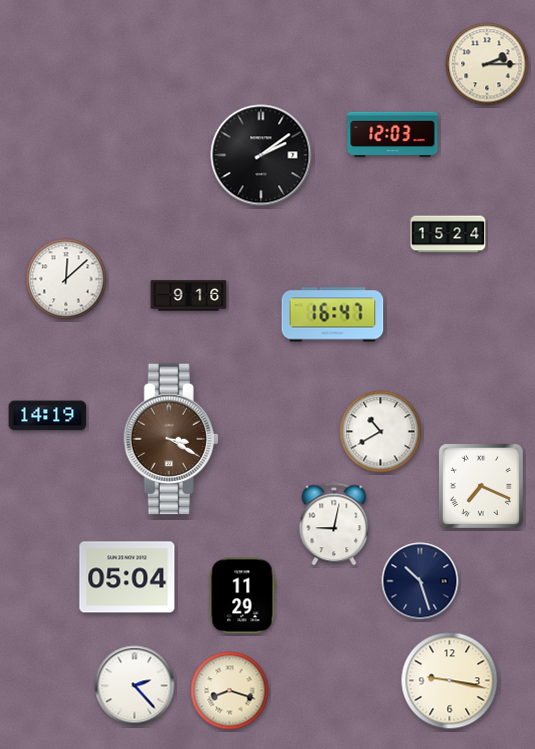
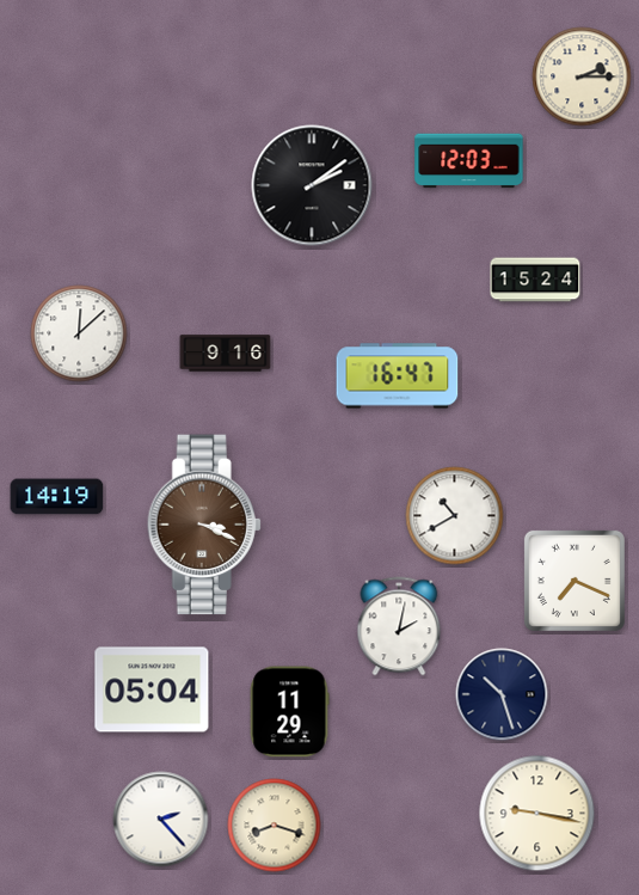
clock at (171, 439): 3:20 -> 3:19
clock at (334, 524): 9:02 -> 2:02
